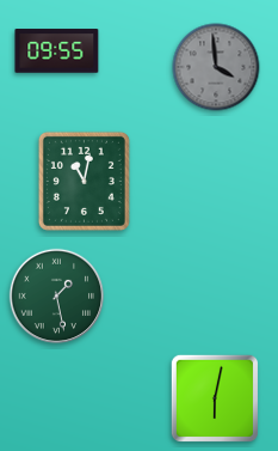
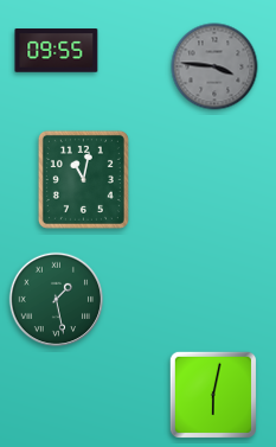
clock at (216, 67): 3:59 -> 3:46
clock at (57, 297) position: (57, 297) -> (57, 300)
